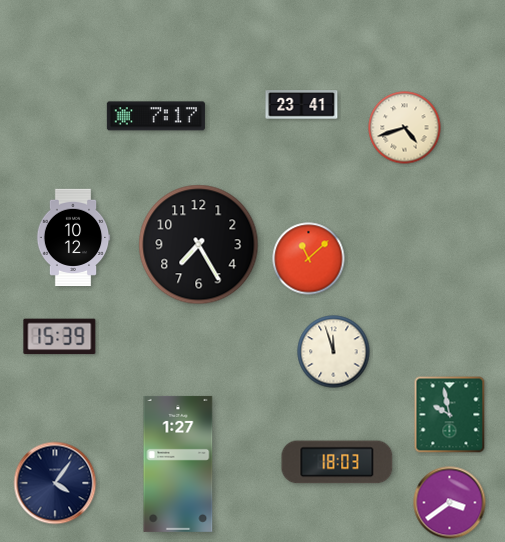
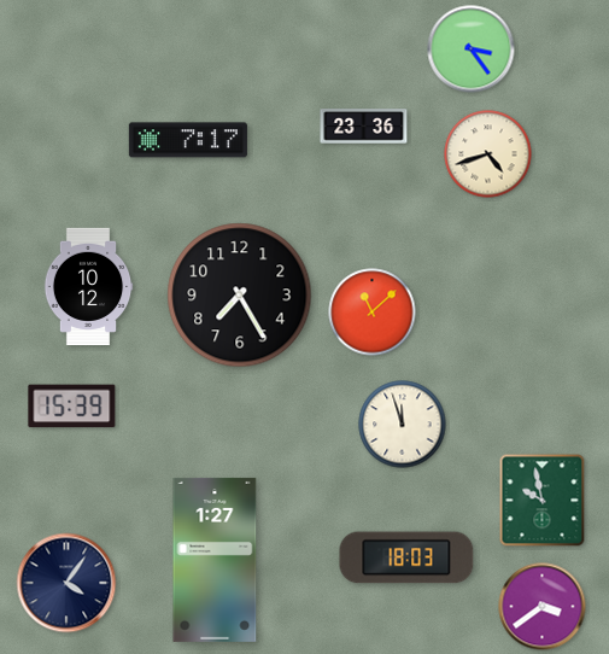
clock at (472, 49): none -> 3:24
clock at (302, 105): 23:41 -> 23:36
